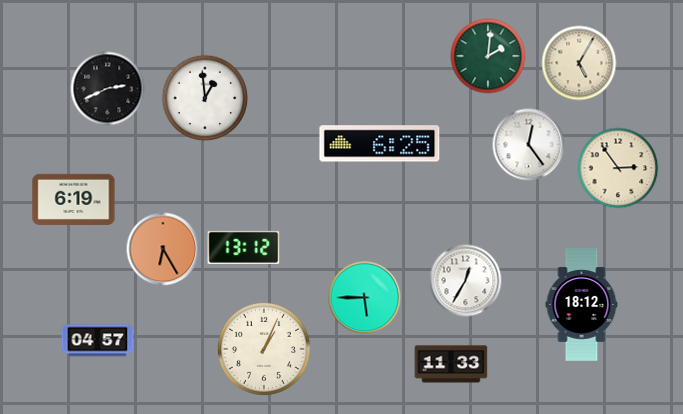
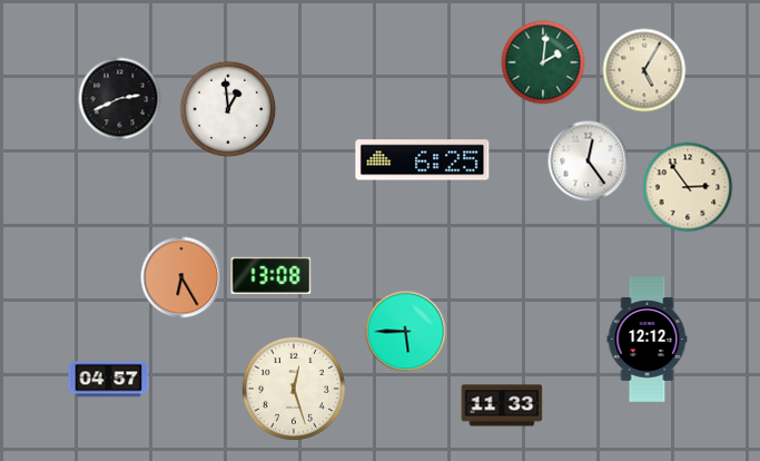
clock at (74, 199): 6:19 -> none
clock at (244, 247): 13:12 -> 13:08
clock at (466, 281): 12:35 -> none
clock at (582, 305): 18:12 -> 12:12
clock at (264, 349): 1:04 -> 12:27
